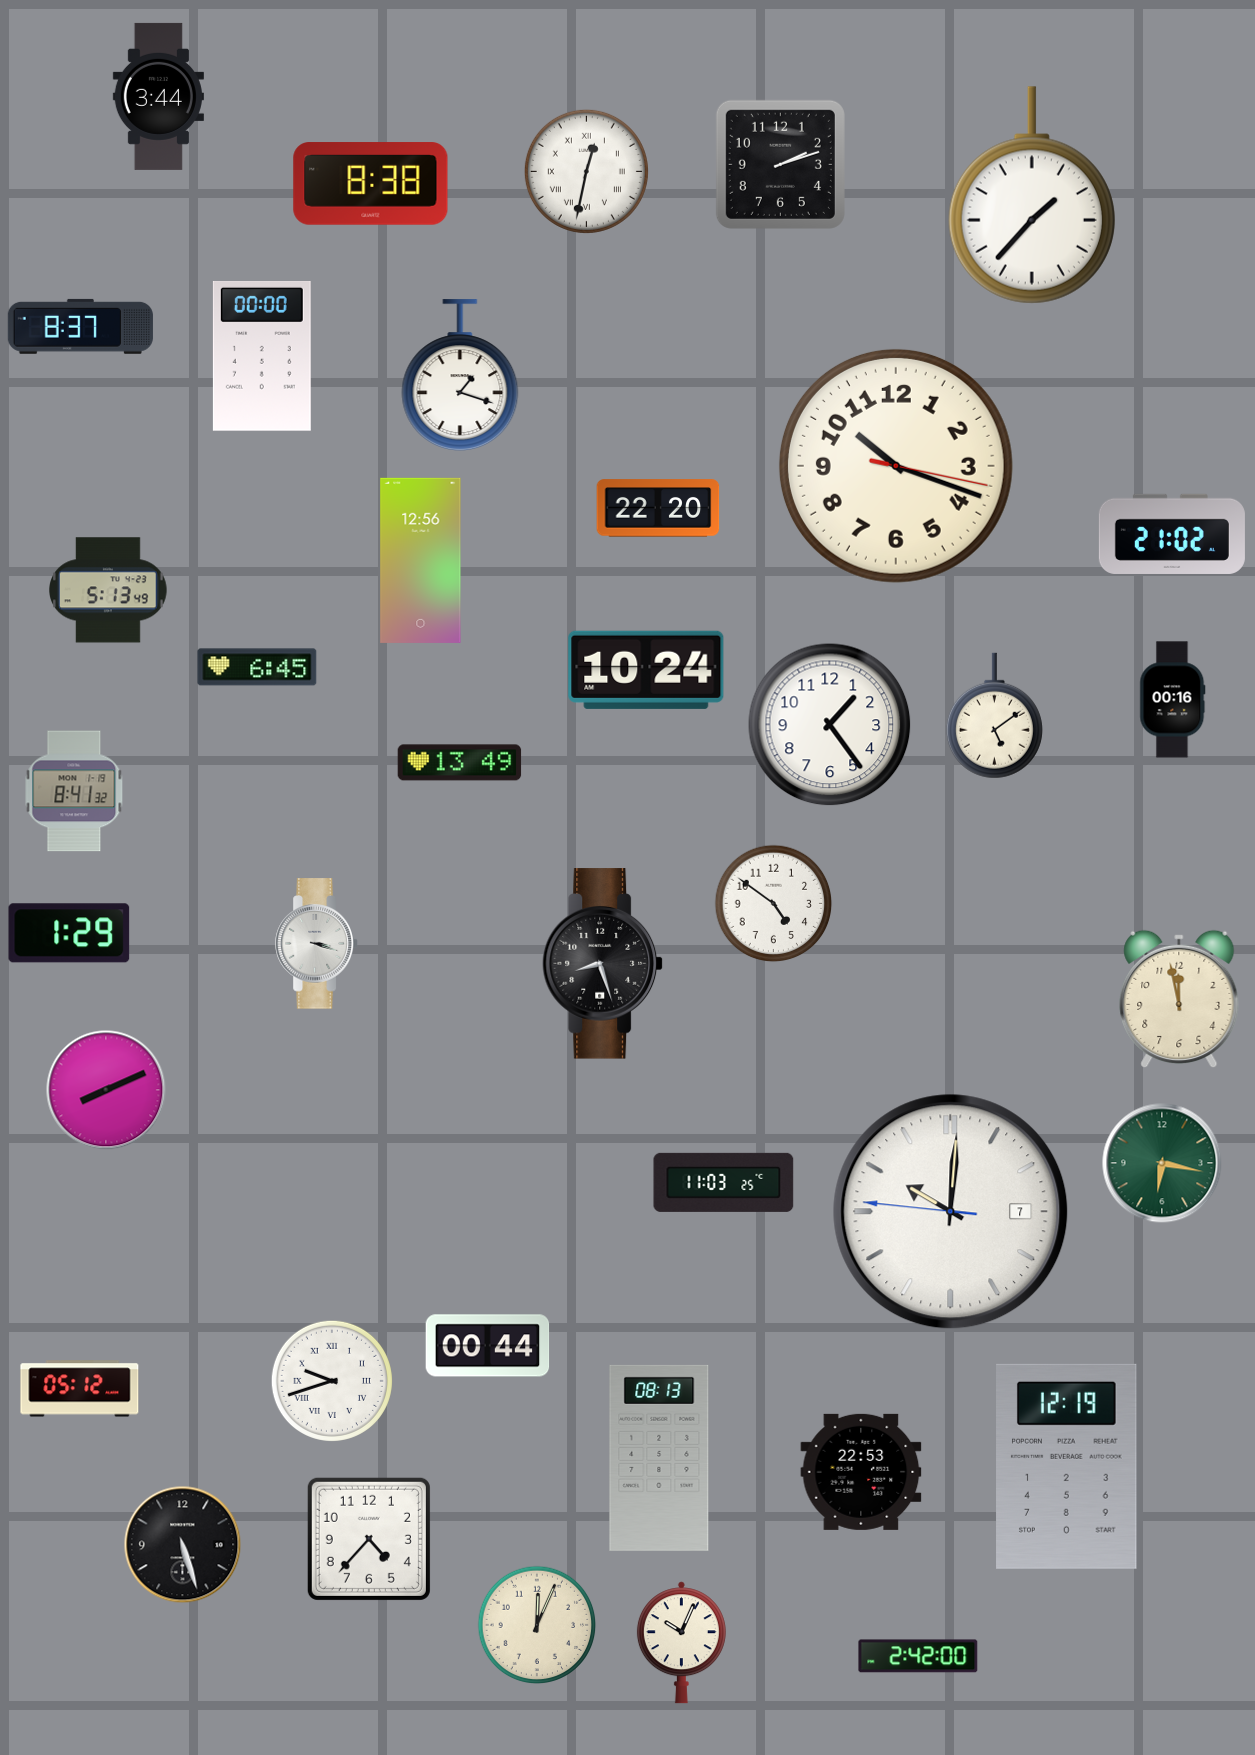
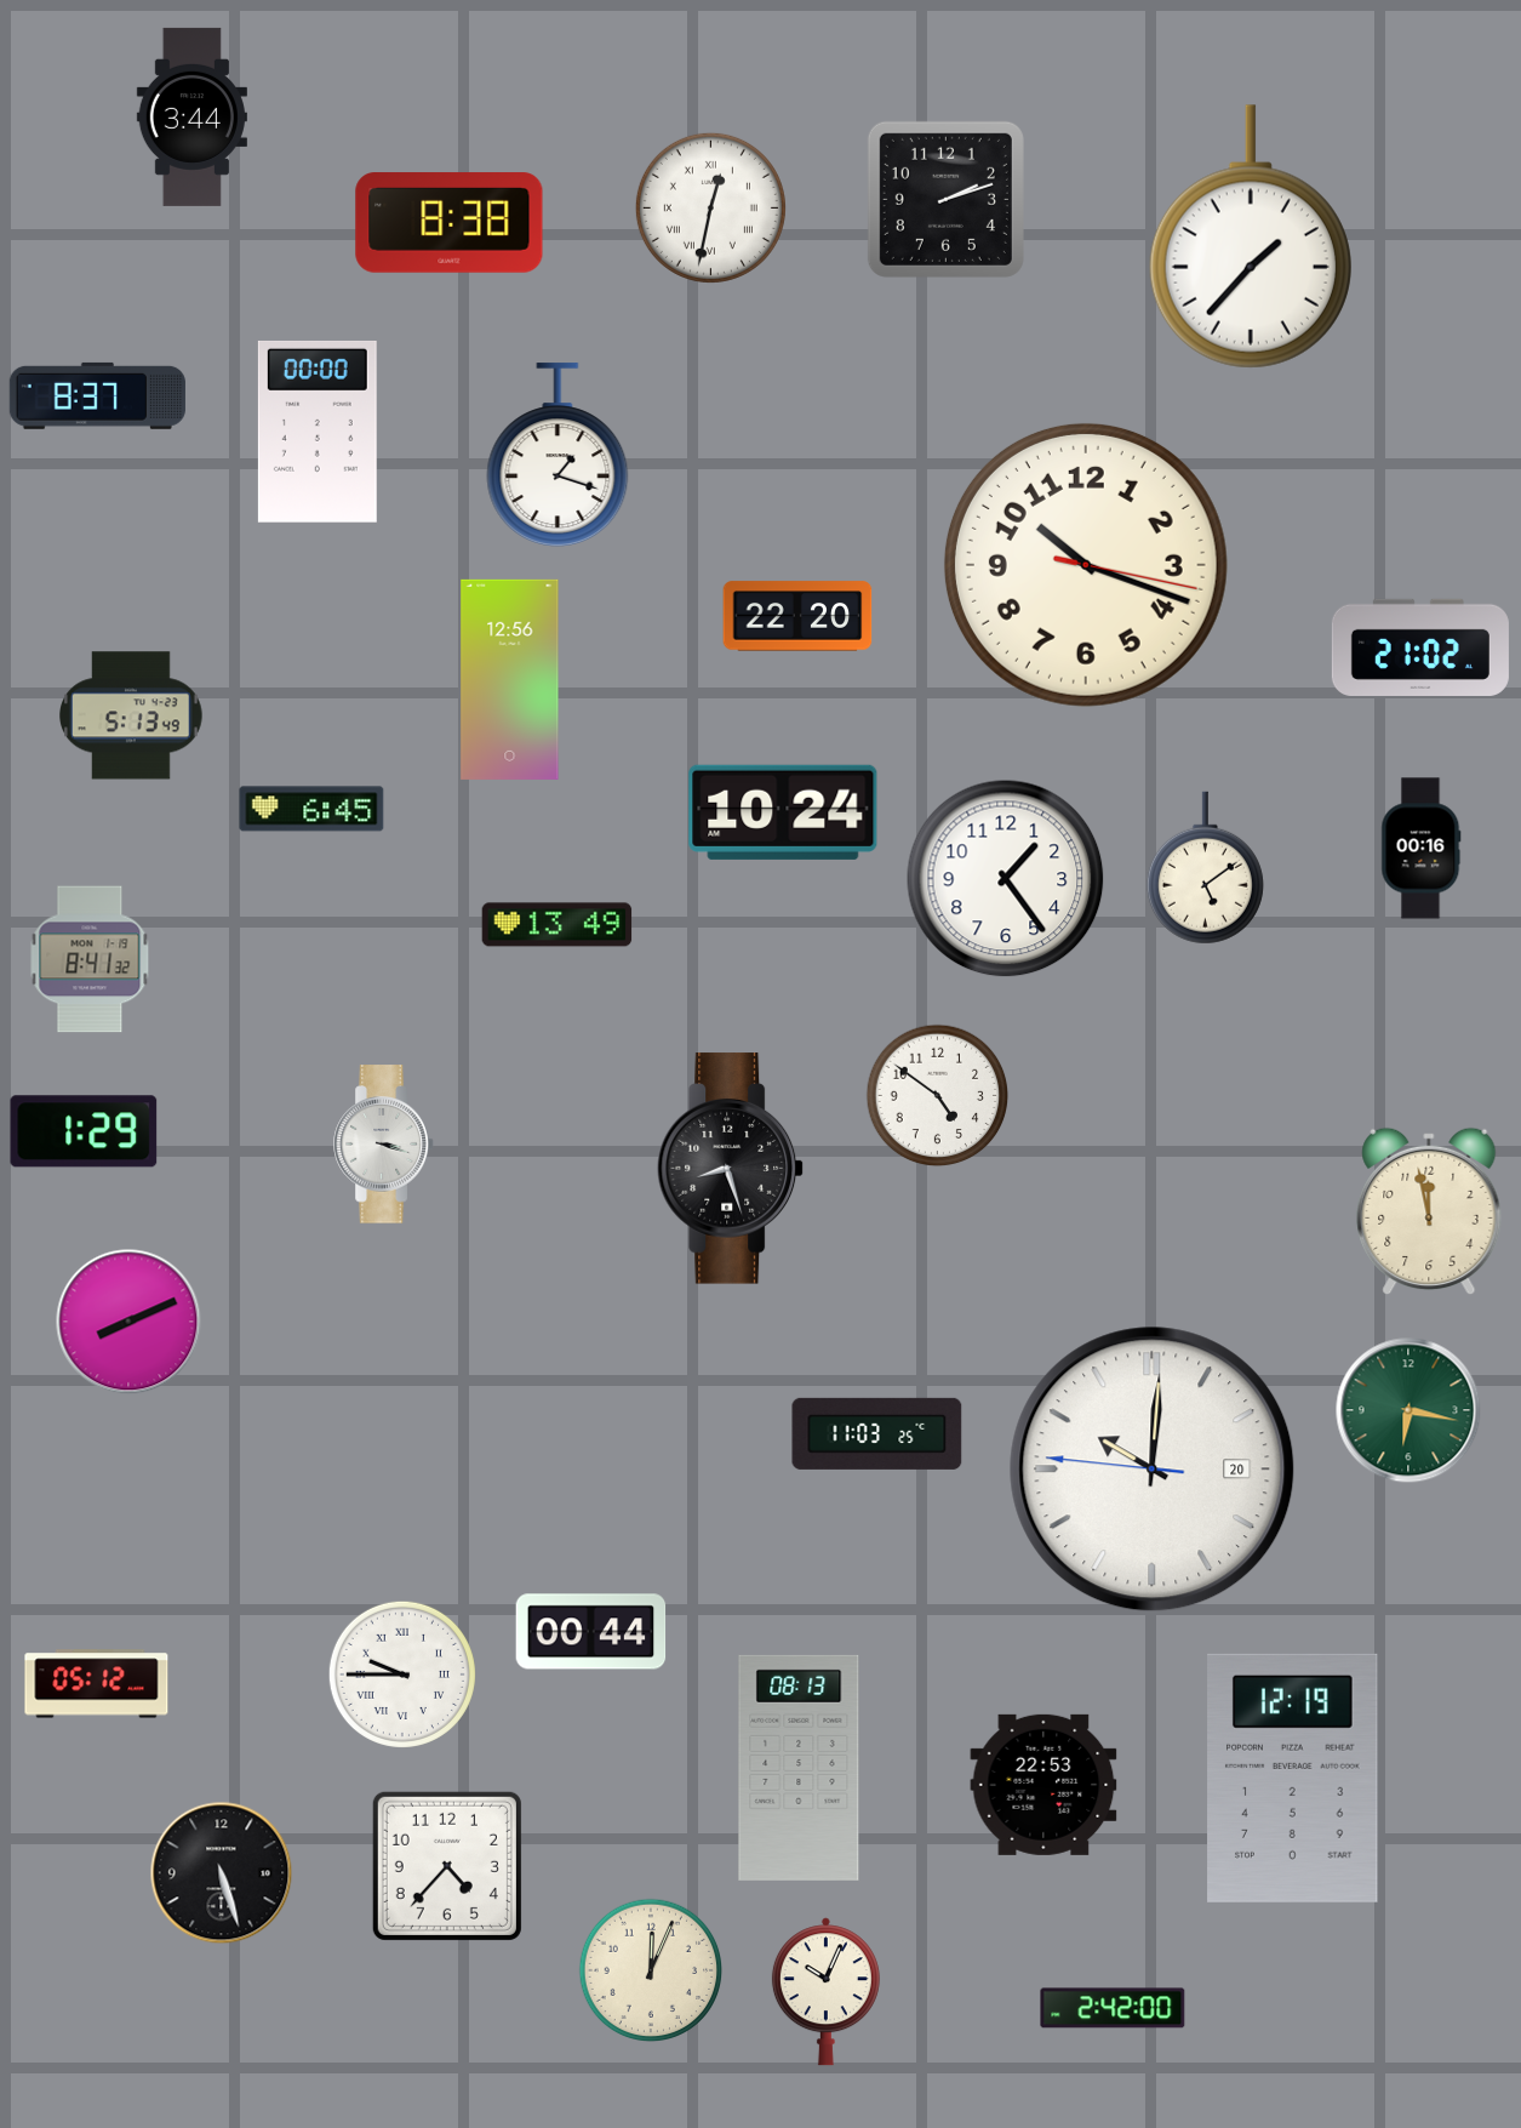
clock at (951, 1212) date: 7 -> 20
clock at (332, 1381): 9:42 -> 9:45
